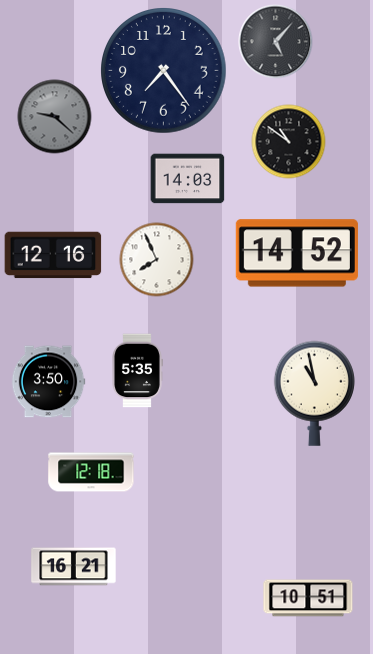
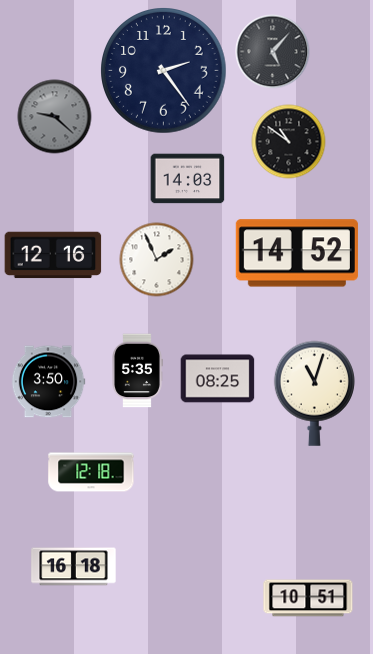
clock at (276, 42) position: (276, 42) -> (273, 52)
clock at (164, 71): 7:24 -> 2:24
clock at (157, 260): 7:56 -> 1:56
clock at (218, 379): none -> 08:25
clock at (314, 393): 10:58 -> 11:03
clock at (74, 567): 16:21 -> 16:18
